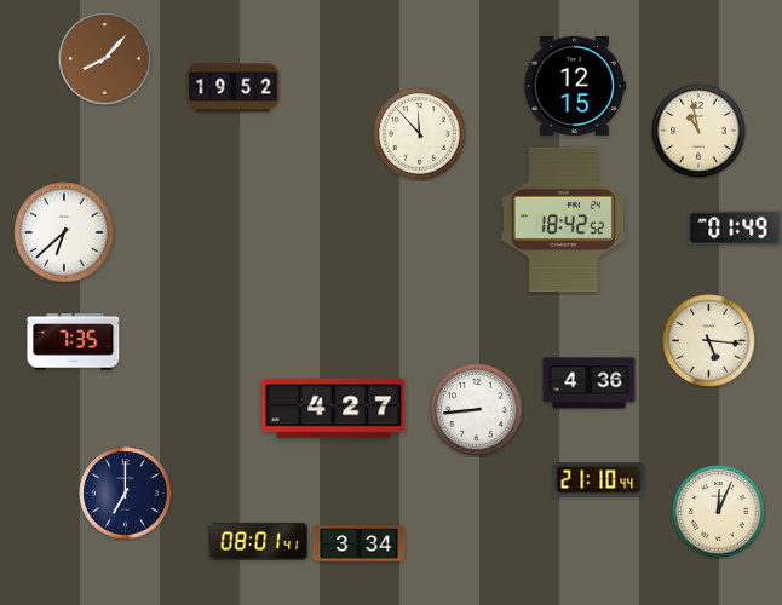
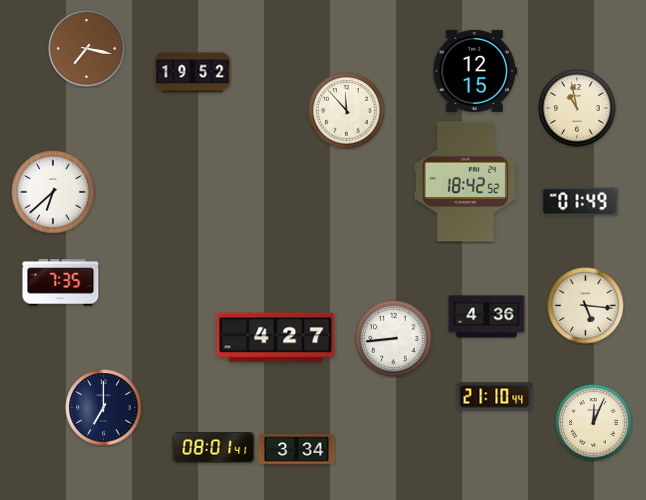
clock at (105, 59): 8:07 -> 7:17
clock at (735, 229) position: (735, 229) -> (580, 202)
clock at (709, 341) position: (709, 341) -> (586, 306)
